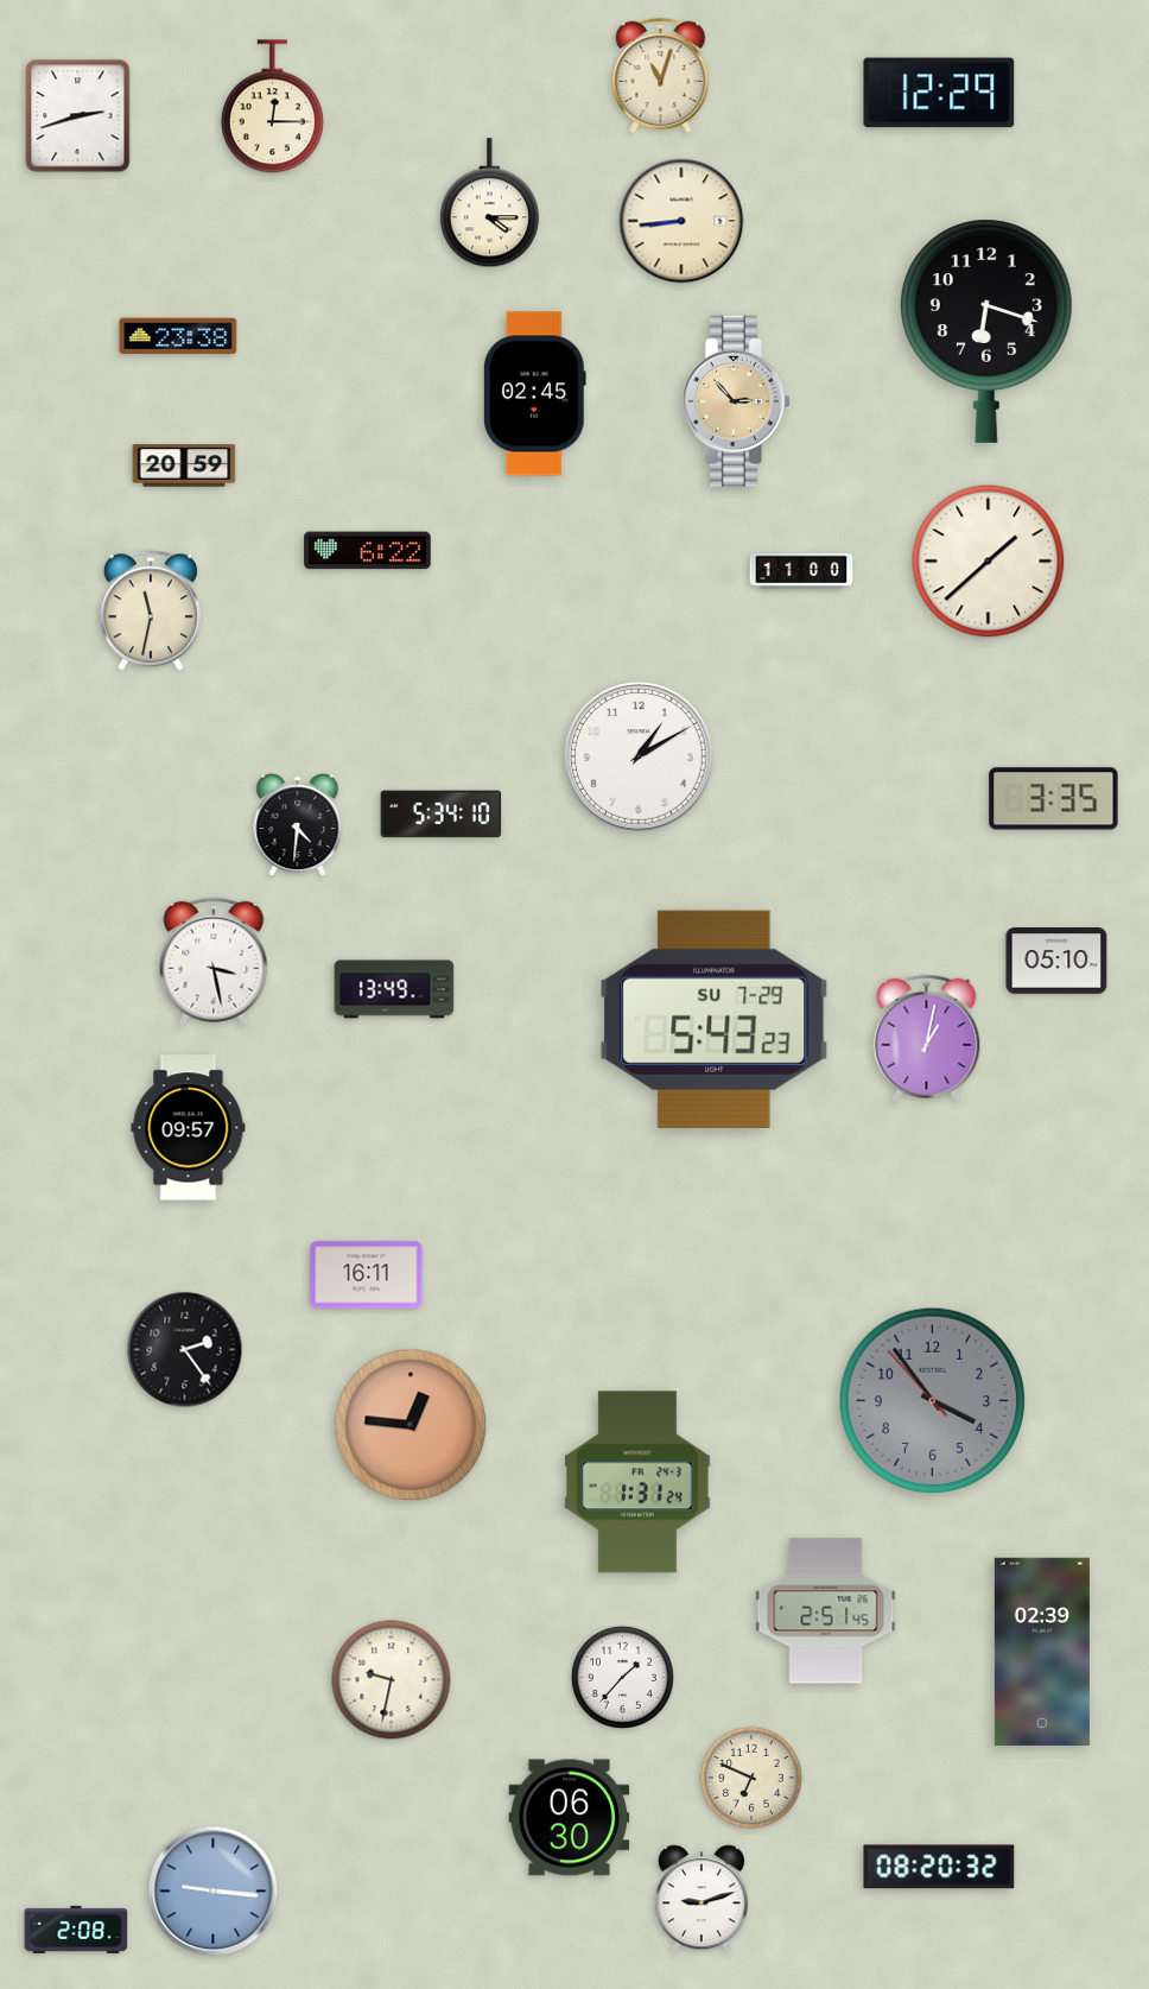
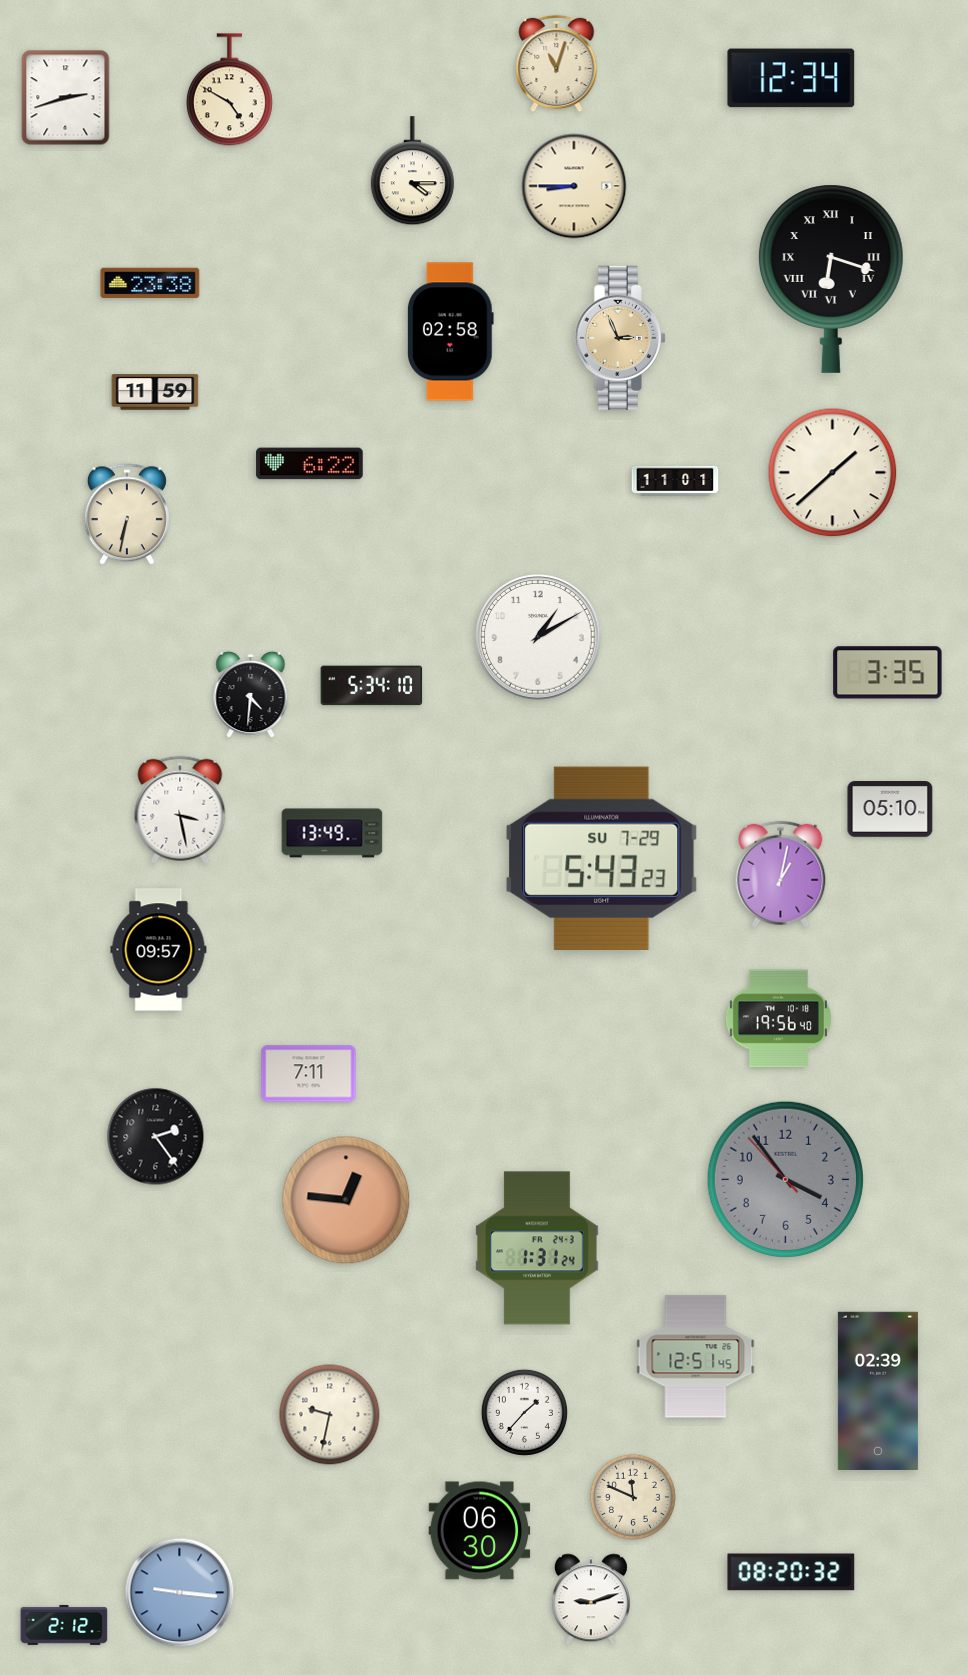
clock at (939, 93): 12:29 -> 12:34
clock at (272, 107): 12:15 -> 4:50
clock at (681, 221): 8:44 -> 8:45
clock at (986, 331) numerals: Arabic -> Roman
clock at (535, 394): 02:45 -> 02:58
clock at (736, 401): 2:53 -> 2:56
clock at (184, 465): 20:59 -> 11:59
clock at (801, 571): 11:00 -> 11:01
clock at (151, 610): 11:32 -> 6:32
clock at (778, 1019): none -> 19:56
clock at (367, 1275): 16:11 -> 7:11
clock at (826, 1611): 2:51 -> 12:51
clock at (751, 1778): 6:49 -> 11:49
clock at (76, 1930): 2:08 -> 2:12
